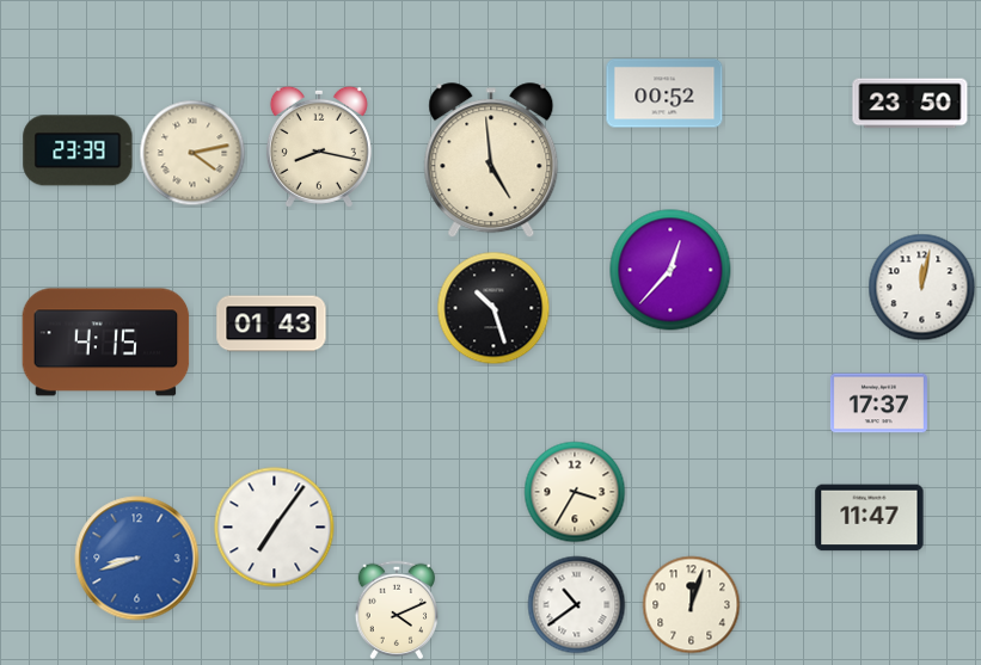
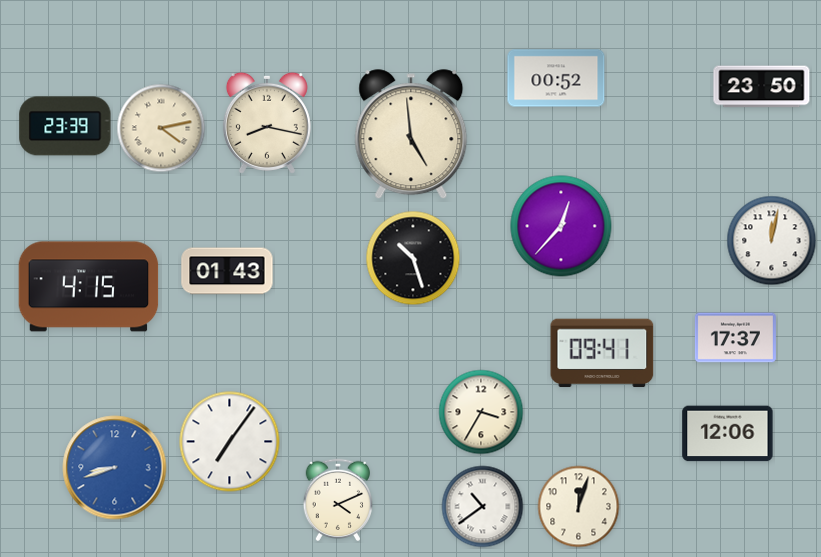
clock at (602, 353): none -> 09:41
clock at (870, 518): 11:47 -> 12:06
clock at (397, 609) position: (397, 609) -> (338, 499)
